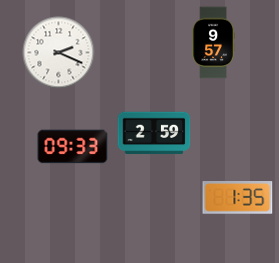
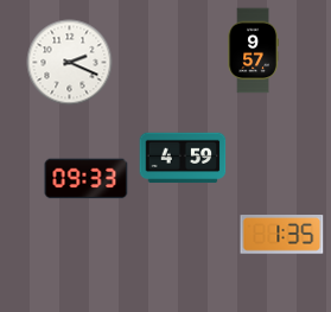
clock at (154, 133): 2:59 -> 4:59
clock at (73, 147) position: (73, 147) -> (87, 179)
